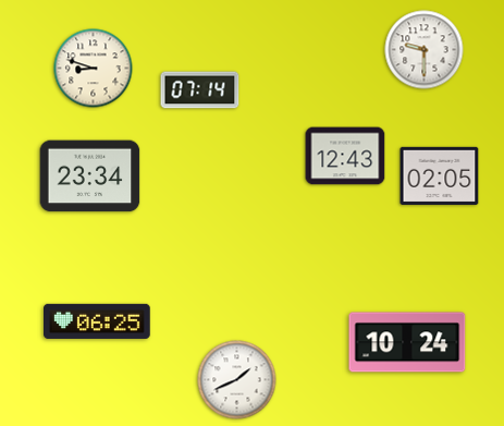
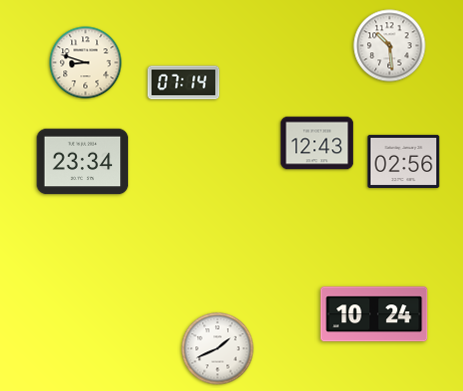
clock at (425, 50): 9:30 -> 10:29
clock at (440, 175): 02:05 -> 02:56
clock at (97, 321): 06:25 -> none
